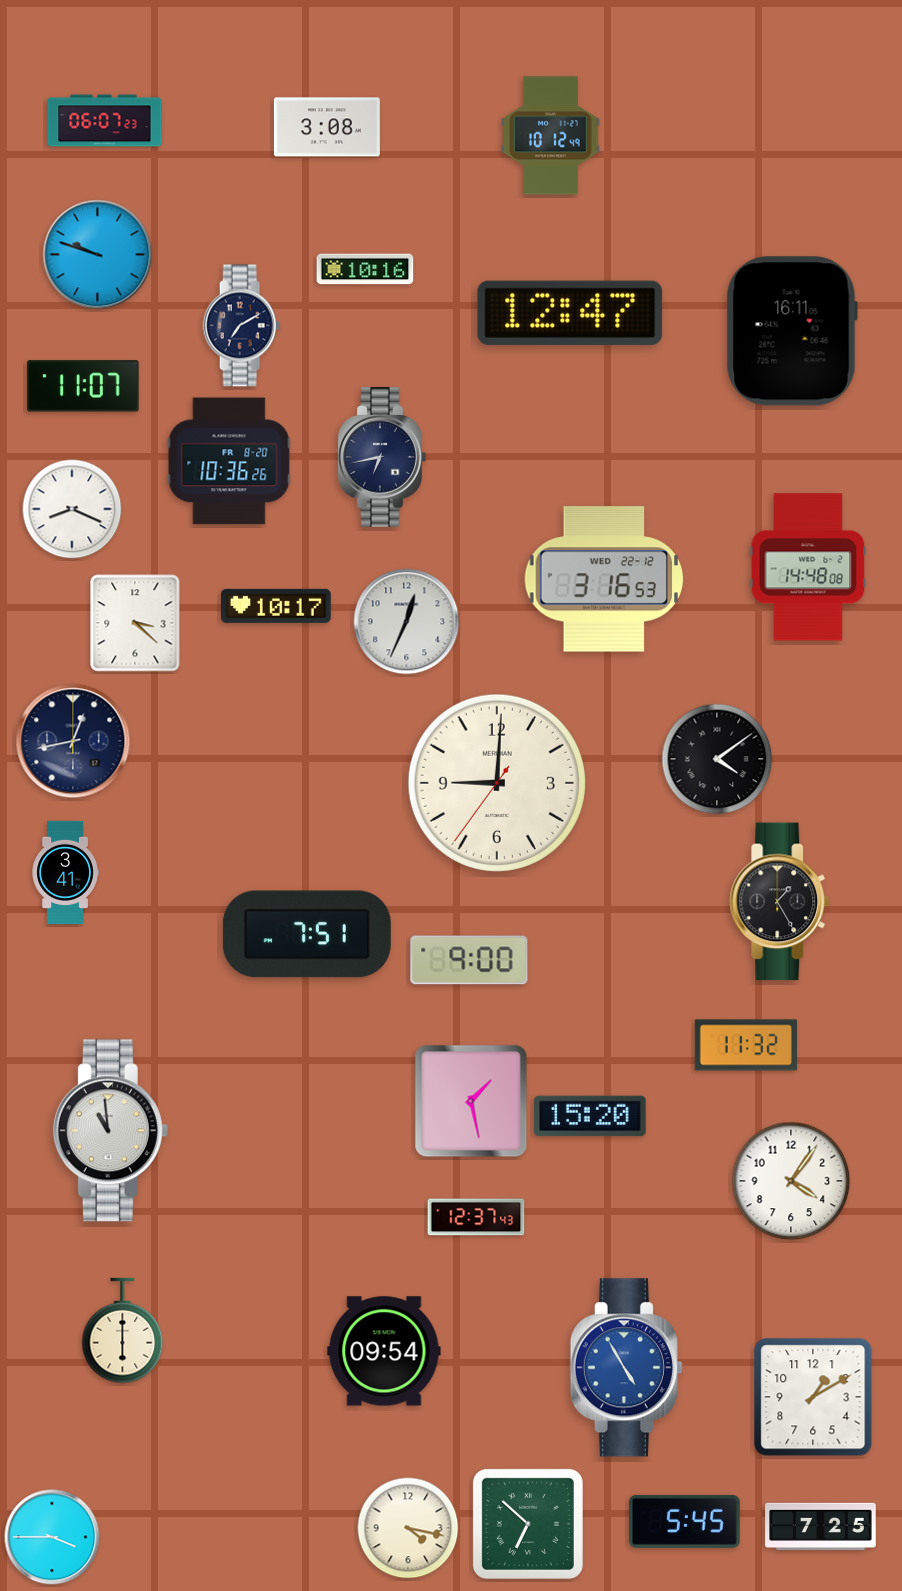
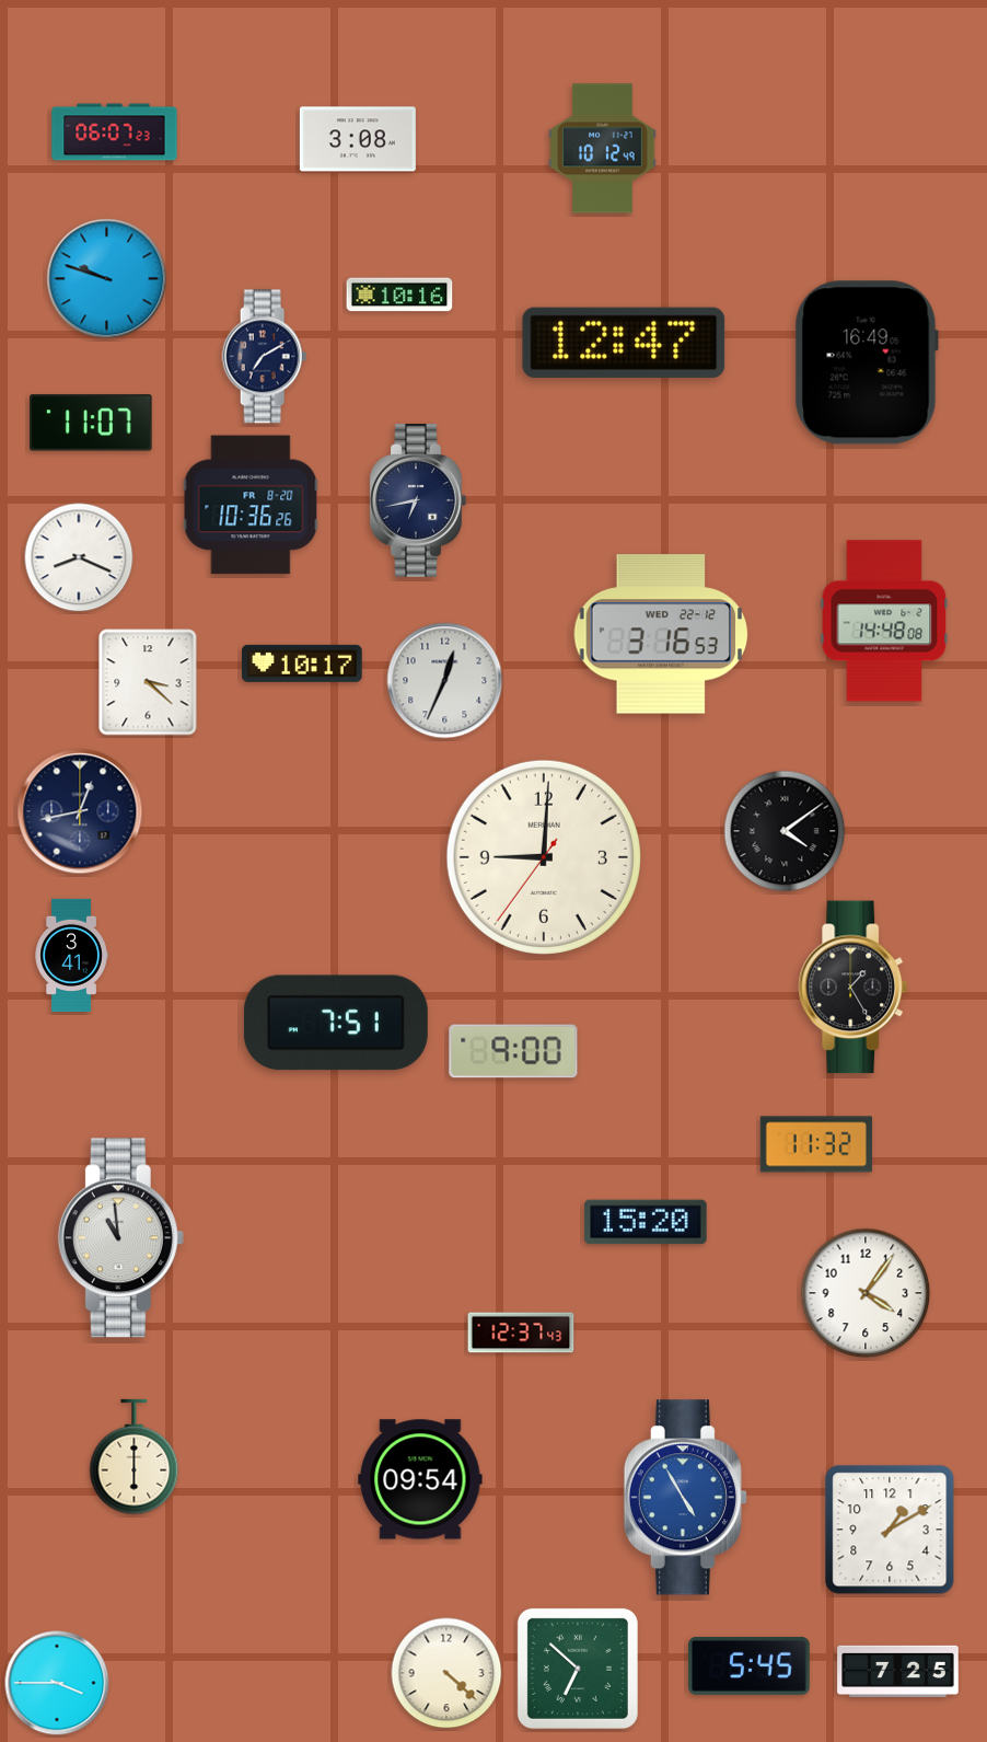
clock at (792, 331): 16:11 -> 16:49
clock at (471, 1101): 1:28 -> none
clock at (408, 1528): 4:17 -> 4:22
